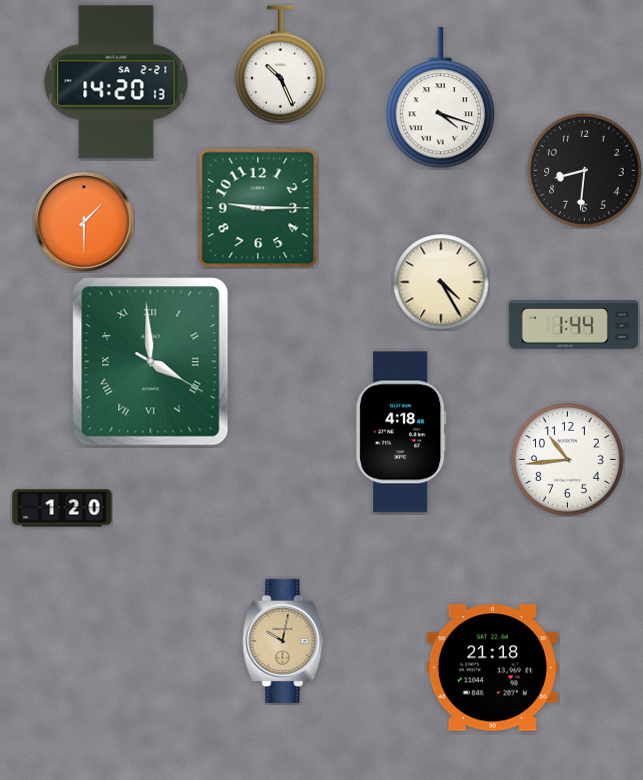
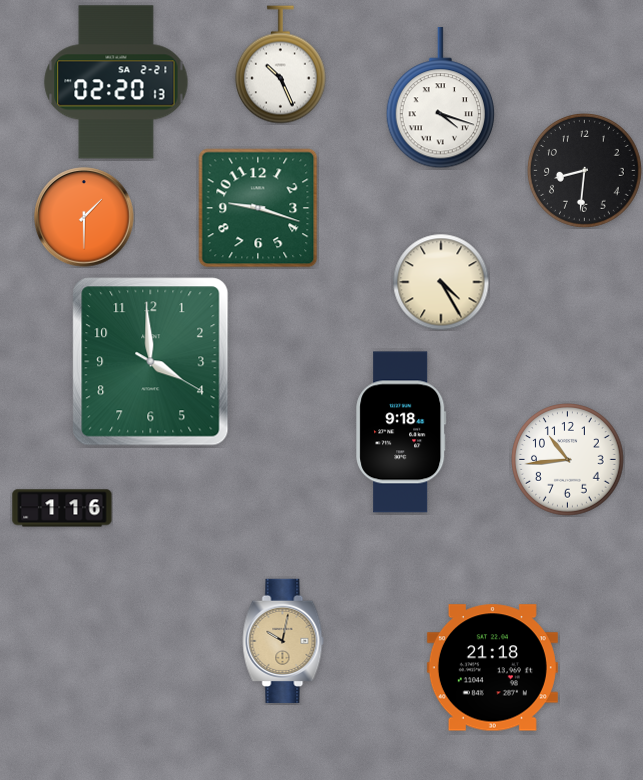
clock at (116, 82): 14:20 -> 02:20
clock at (258, 208): 9:15 -> 9:18
clock at (84, 222) position: (84, 222) -> (84, 217)
clock at (573, 325): 1:44 -> none
clock at (151, 362) numerals: Roman -> Arabic
clock at (401, 432): 4:18 -> 9:18
clock at (62, 508): 1:20 -> 1:16
